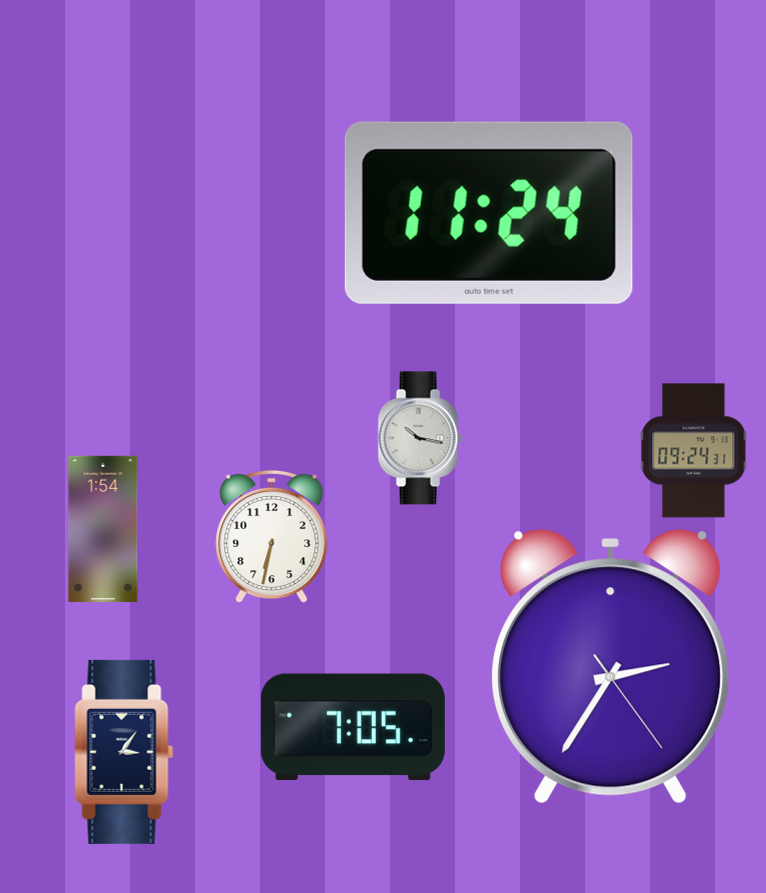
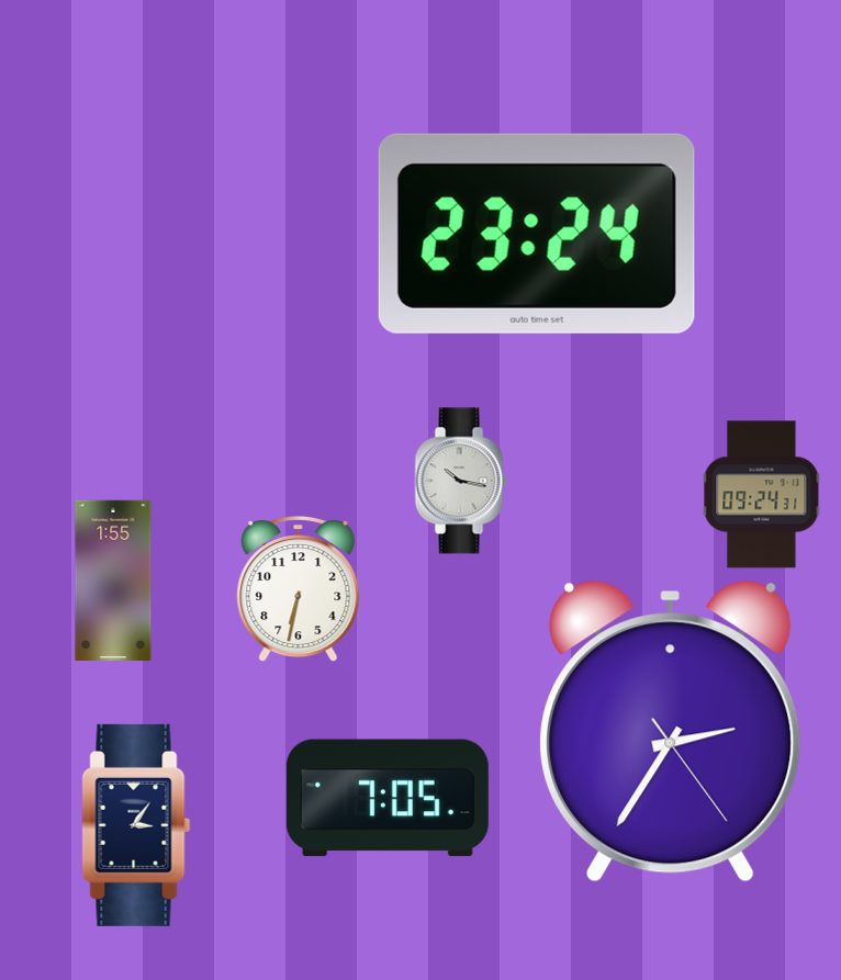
clock at (489, 213): 11:24 -> 23:24
clock at (103, 528): 1:54 -> 1:55
